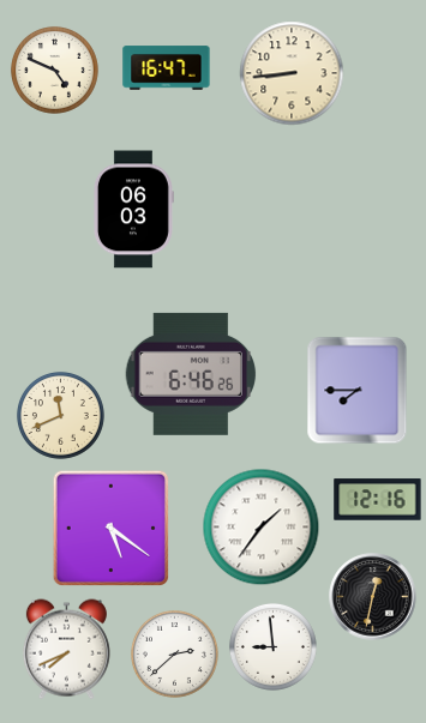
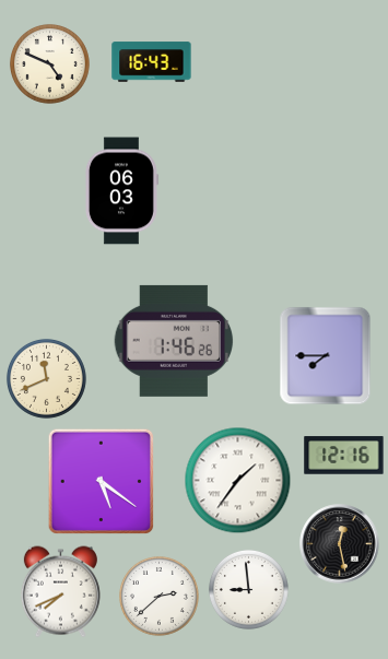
clock at (167, 68): 16:47 -> 16:43
clock at (292, 73): 8:44 -> none
clock at (191, 374): 6:46 -> 1:46
clock at (60, 415) position: (60, 415) -> (46, 378)
clock at (373, 597): 12:32 -> 12:28
